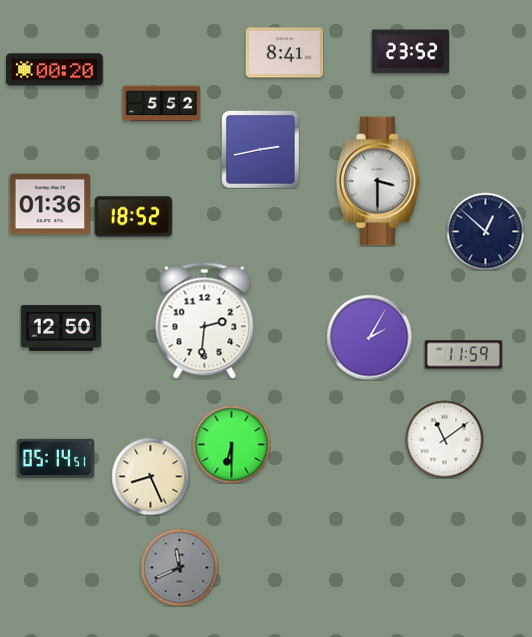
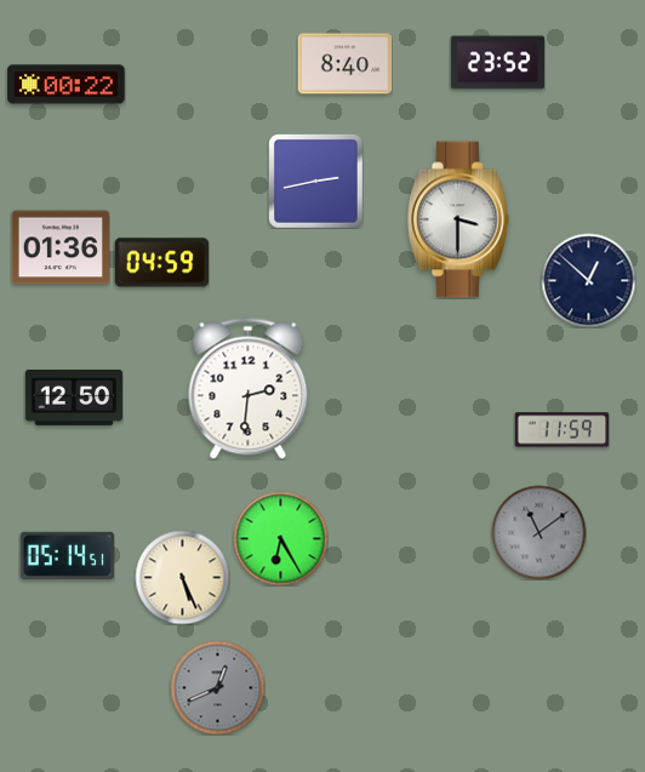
clock at (284, 53): 8:41 -> 8:40
clock at (55, 70): 00:20 -> 00:22
clock at (161, 104): 5:52 -> none
clock at (133, 217): 18:52 -> 04:59
clock at (369, 337): 2:05 -> none
clock at (444, 439) dial: white -> grey
clock at (231, 444): 6:30 -> 6:25
clock at (150, 476): 8:26 -> 5:26
clock at (179, 567): 11:41 -> 12:41
